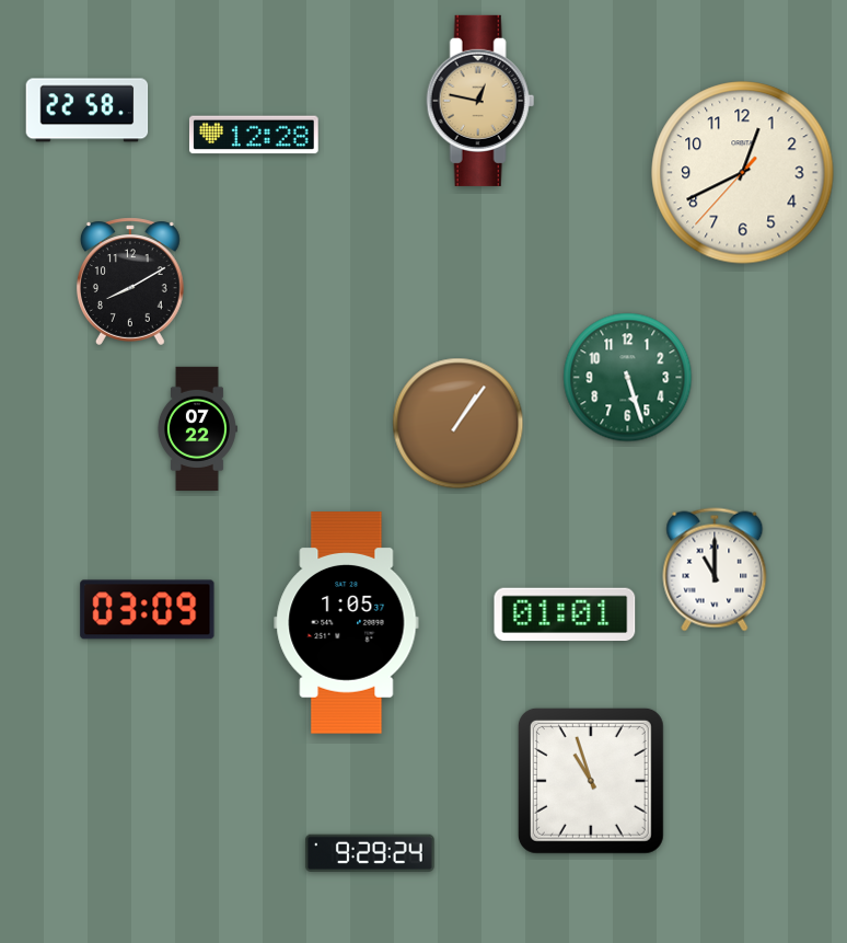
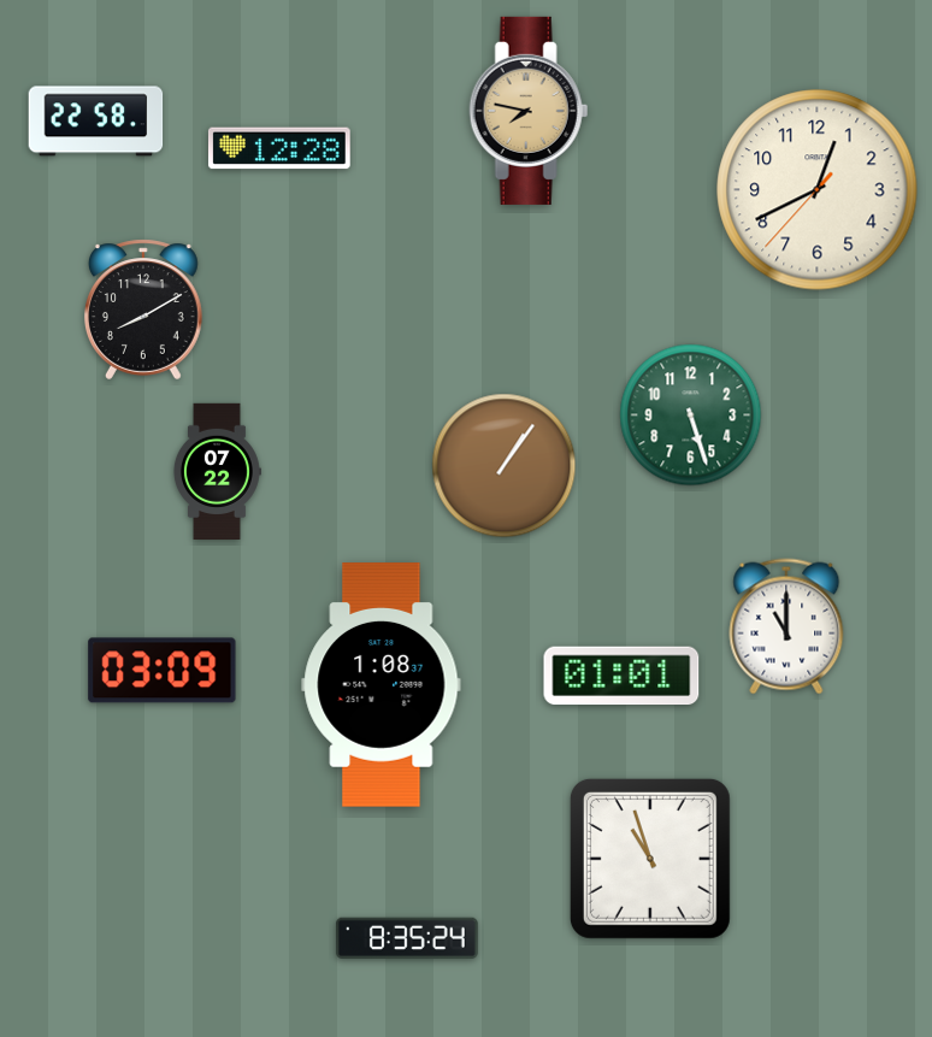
clock at (480, 101): 12:47 -> 7:47
clock at (347, 623): 1:05 -> 1:08
clock at (370, 853): 9:29 -> 8:35
